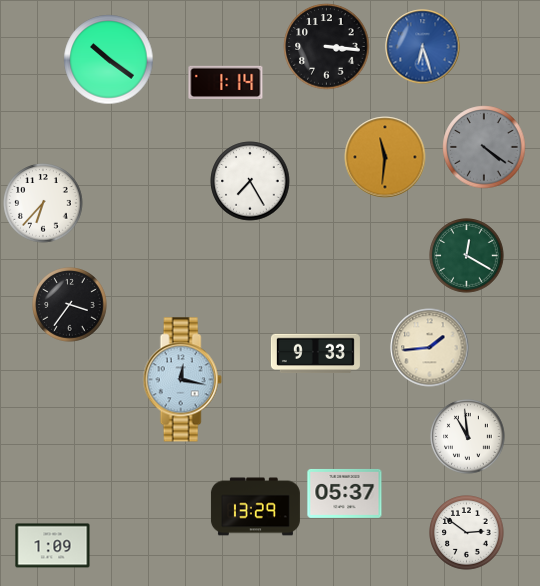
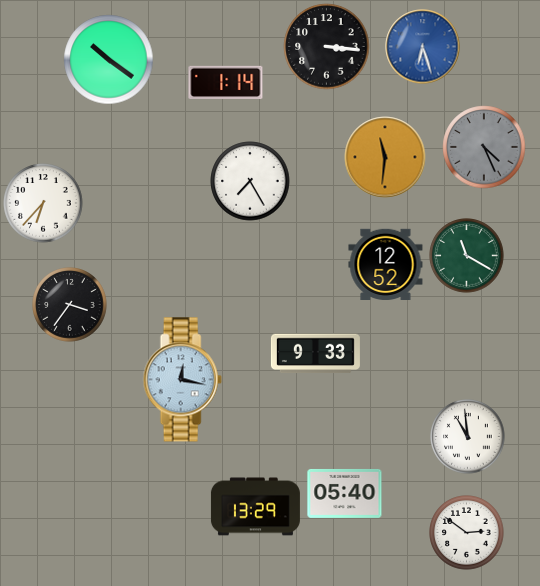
clock at (484, 147): 4:21 -> 4:26
clock at (467, 256): 12:20 -> 11:20
clock at (386, 264): none -> 12:52
clock at (430, 348): 1:44 -> none
clock at (345, 493): 05:37 -> 05:40
clock at (53, 546): 1:09 -> none
